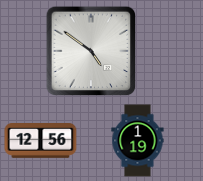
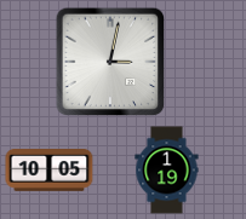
clock at (91, 51): 4:51 -> 3:02
clock at (41, 141): 12:56 -> 10:05
